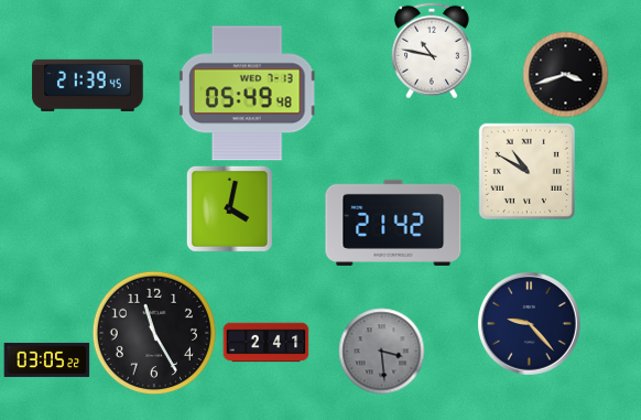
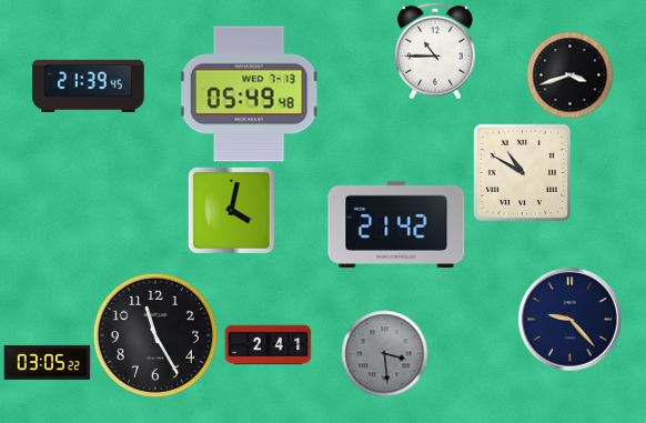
clock at (433, 51): 10:47 -> 10:45
clock at (526, 171) position: (526, 171) -> (522, 172)
clock at (530, 324) position: (530, 324) -> (571, 320)
